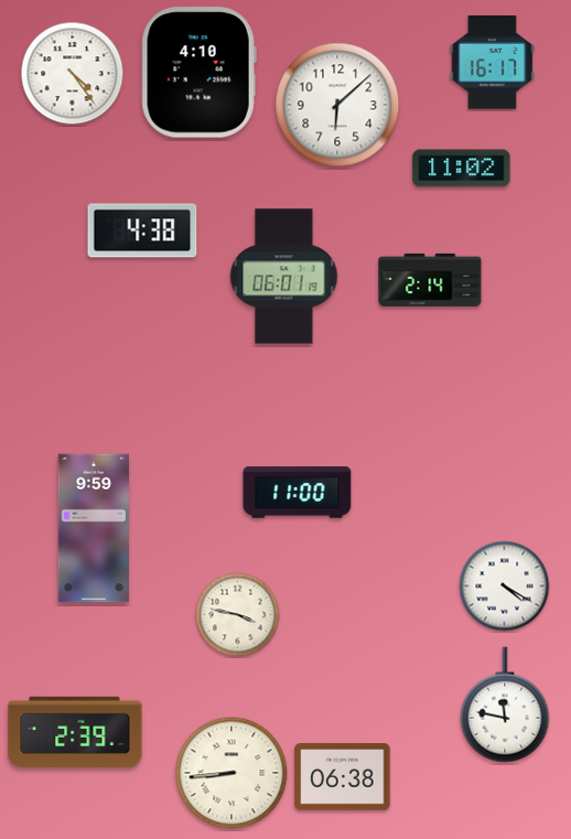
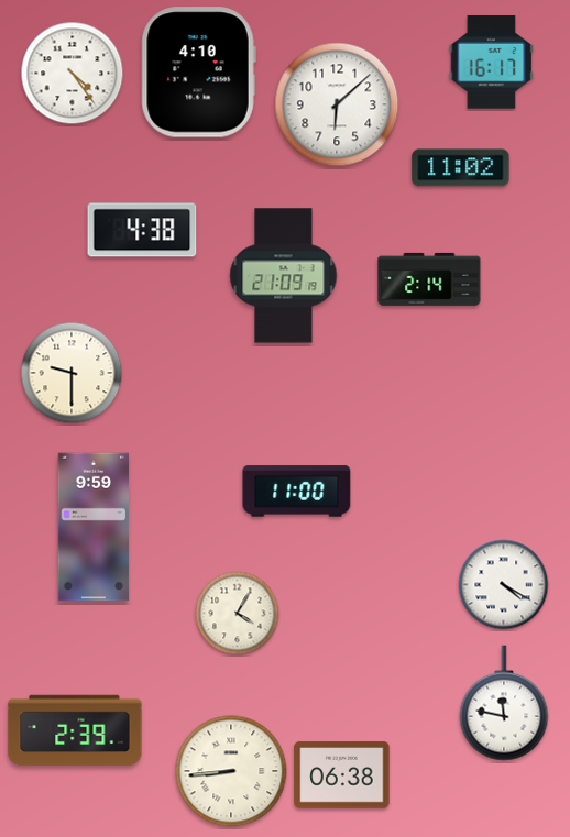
clock at (284, 277): 06:01 -> 21:09
clock at (72, 373): none -> 9:30
clock at (238, 615): 3:47 -> 4:05
